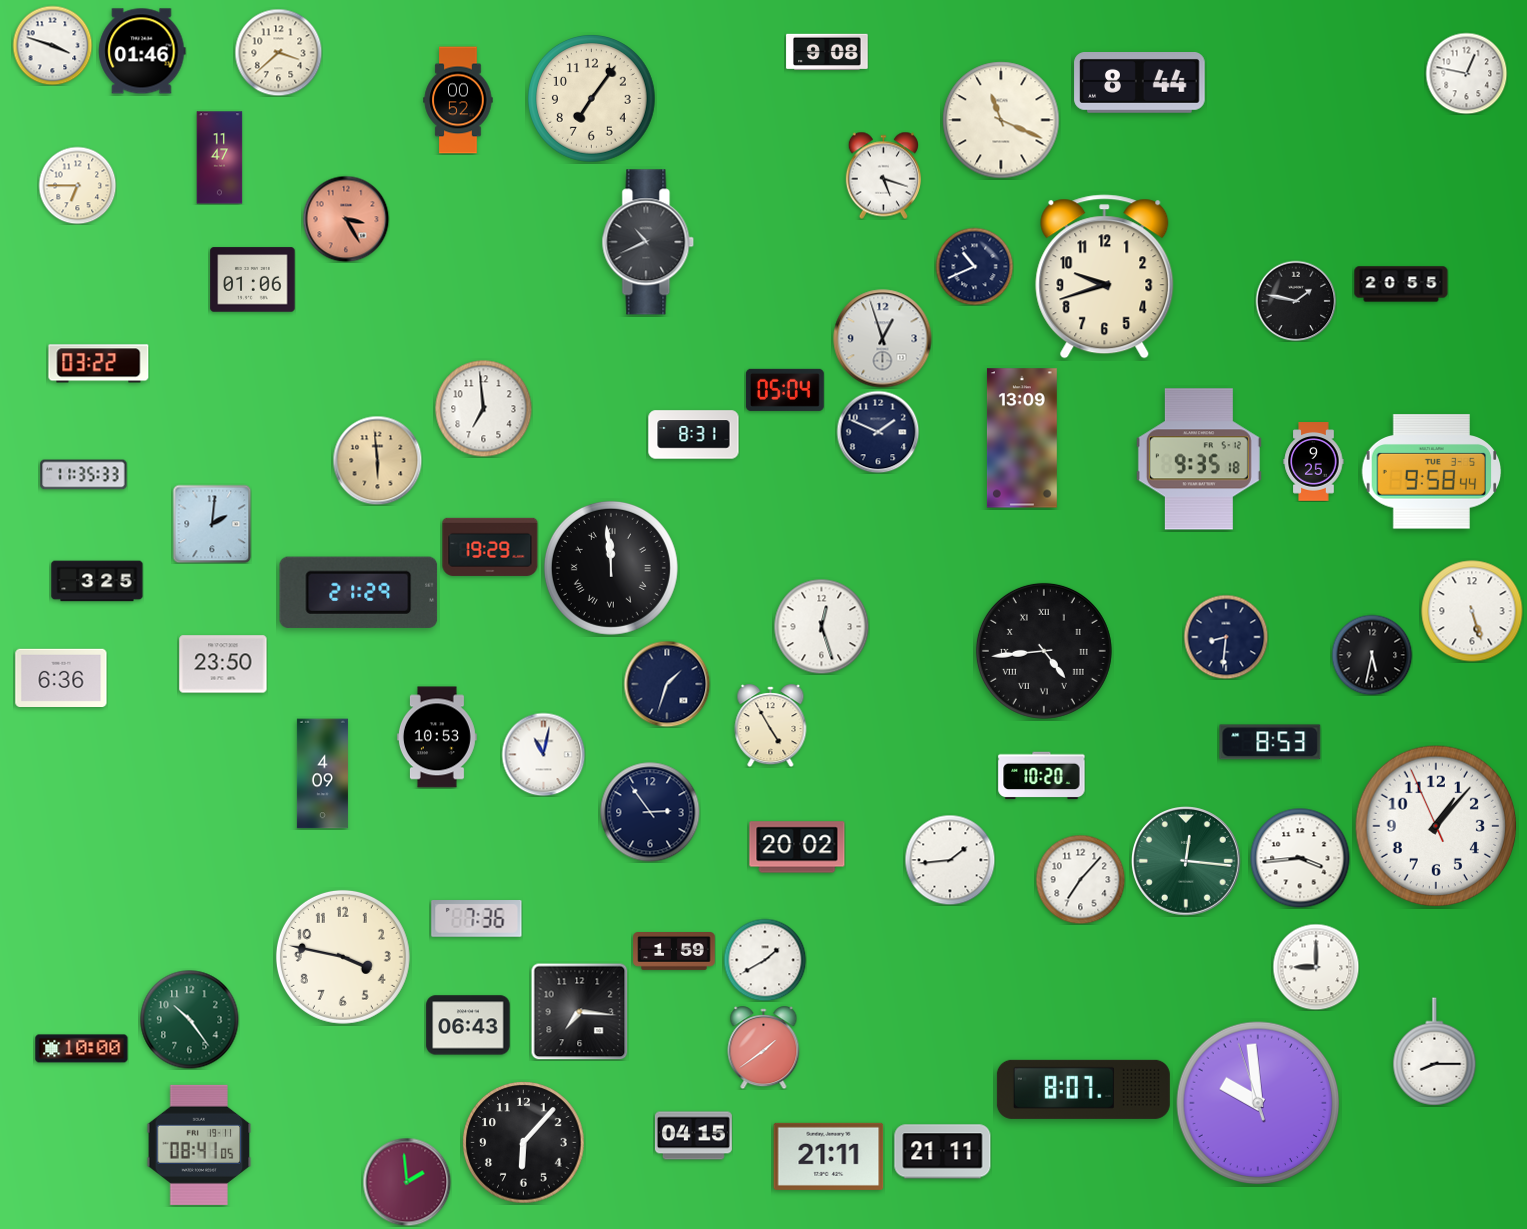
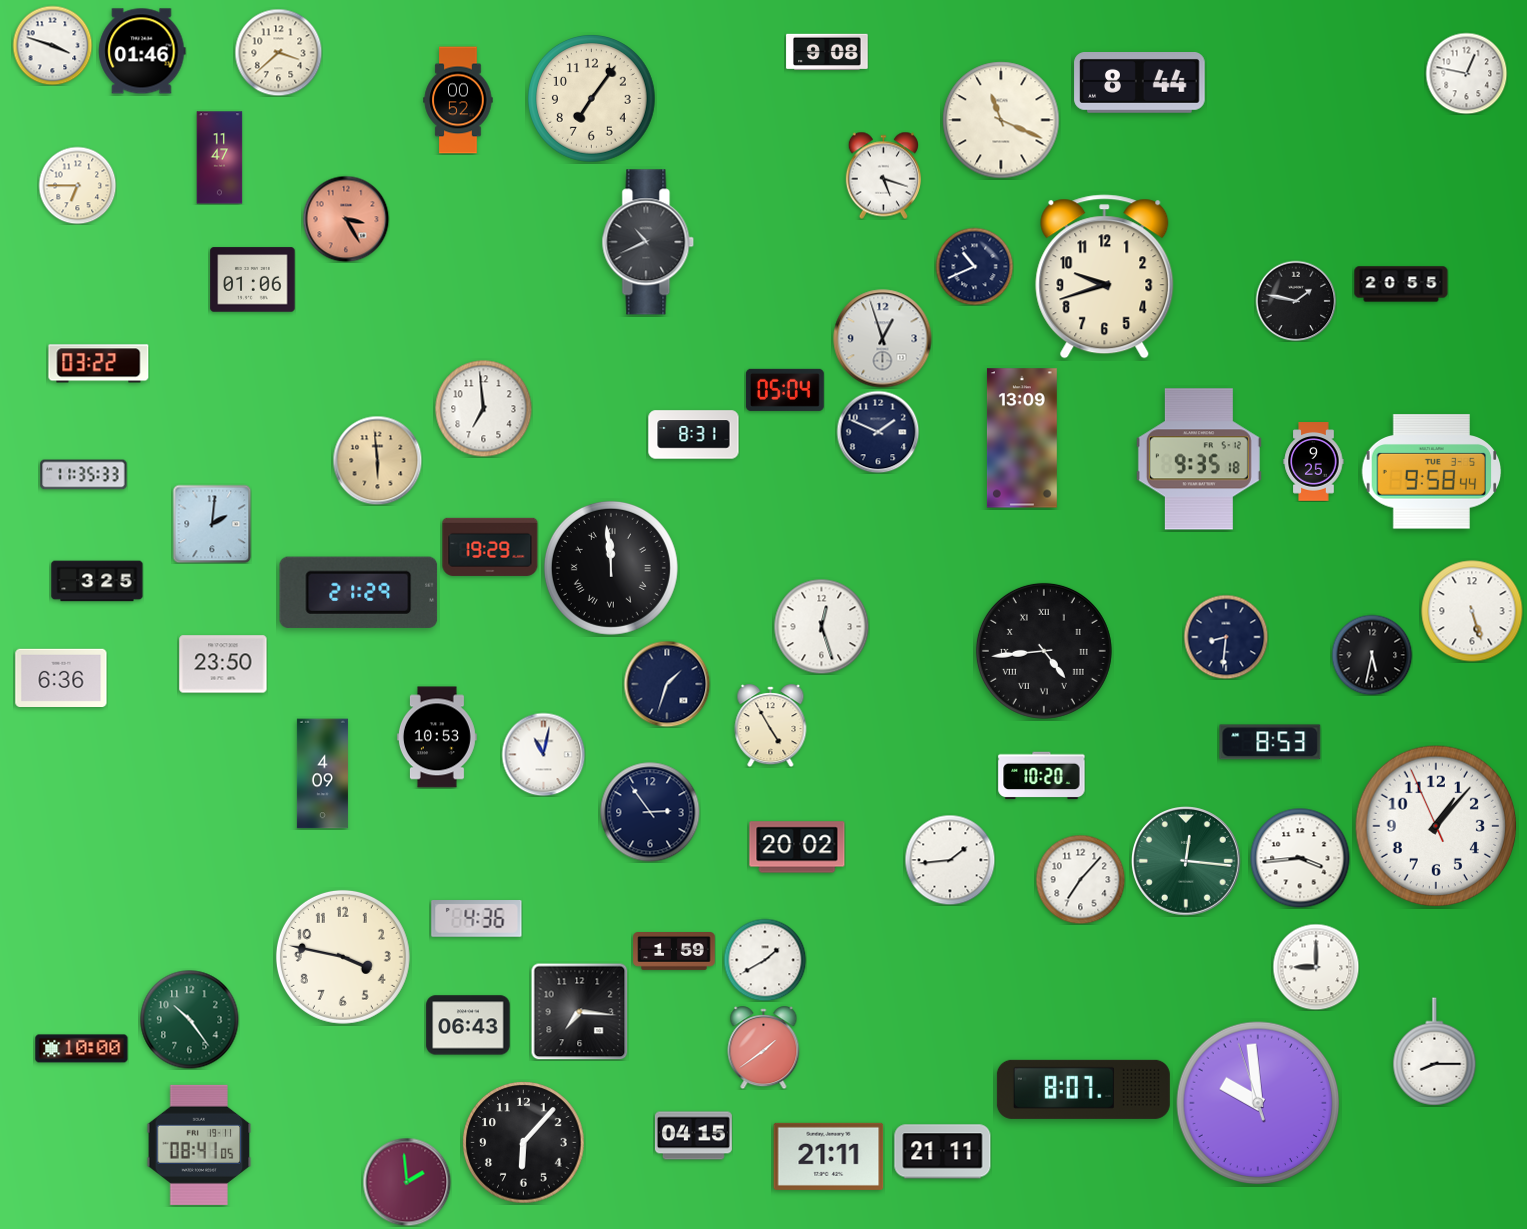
clock at (477, 919): 7:36 -> 4:36
